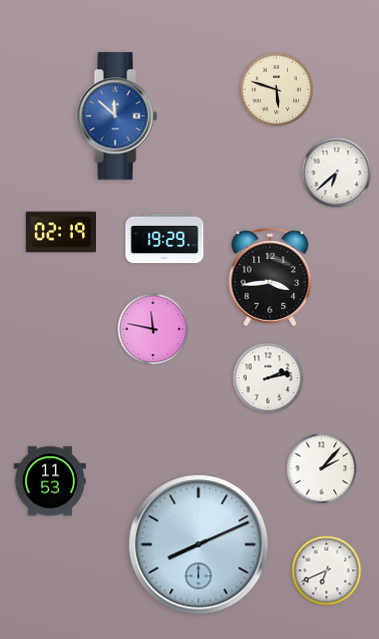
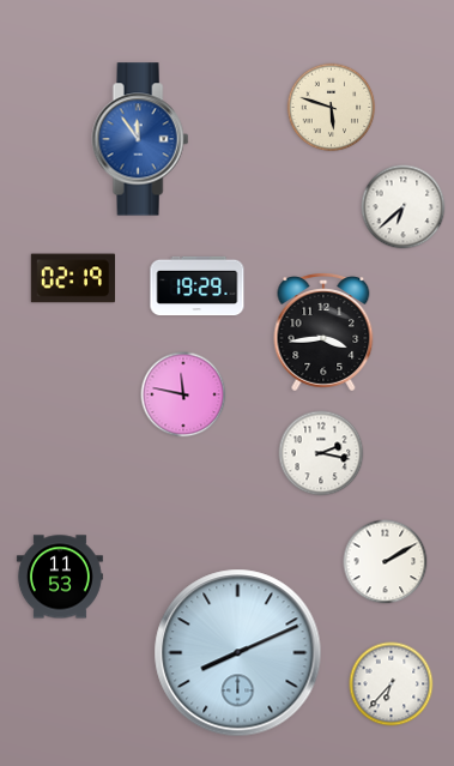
clock at (117, 116): 11:52 -> 11:54
clock at (268, 378): 2:13 -> 2:17
clock at (322, 469): 2:07 -> 2:10
clock at (327, 571): 6:41 -> 6:37
